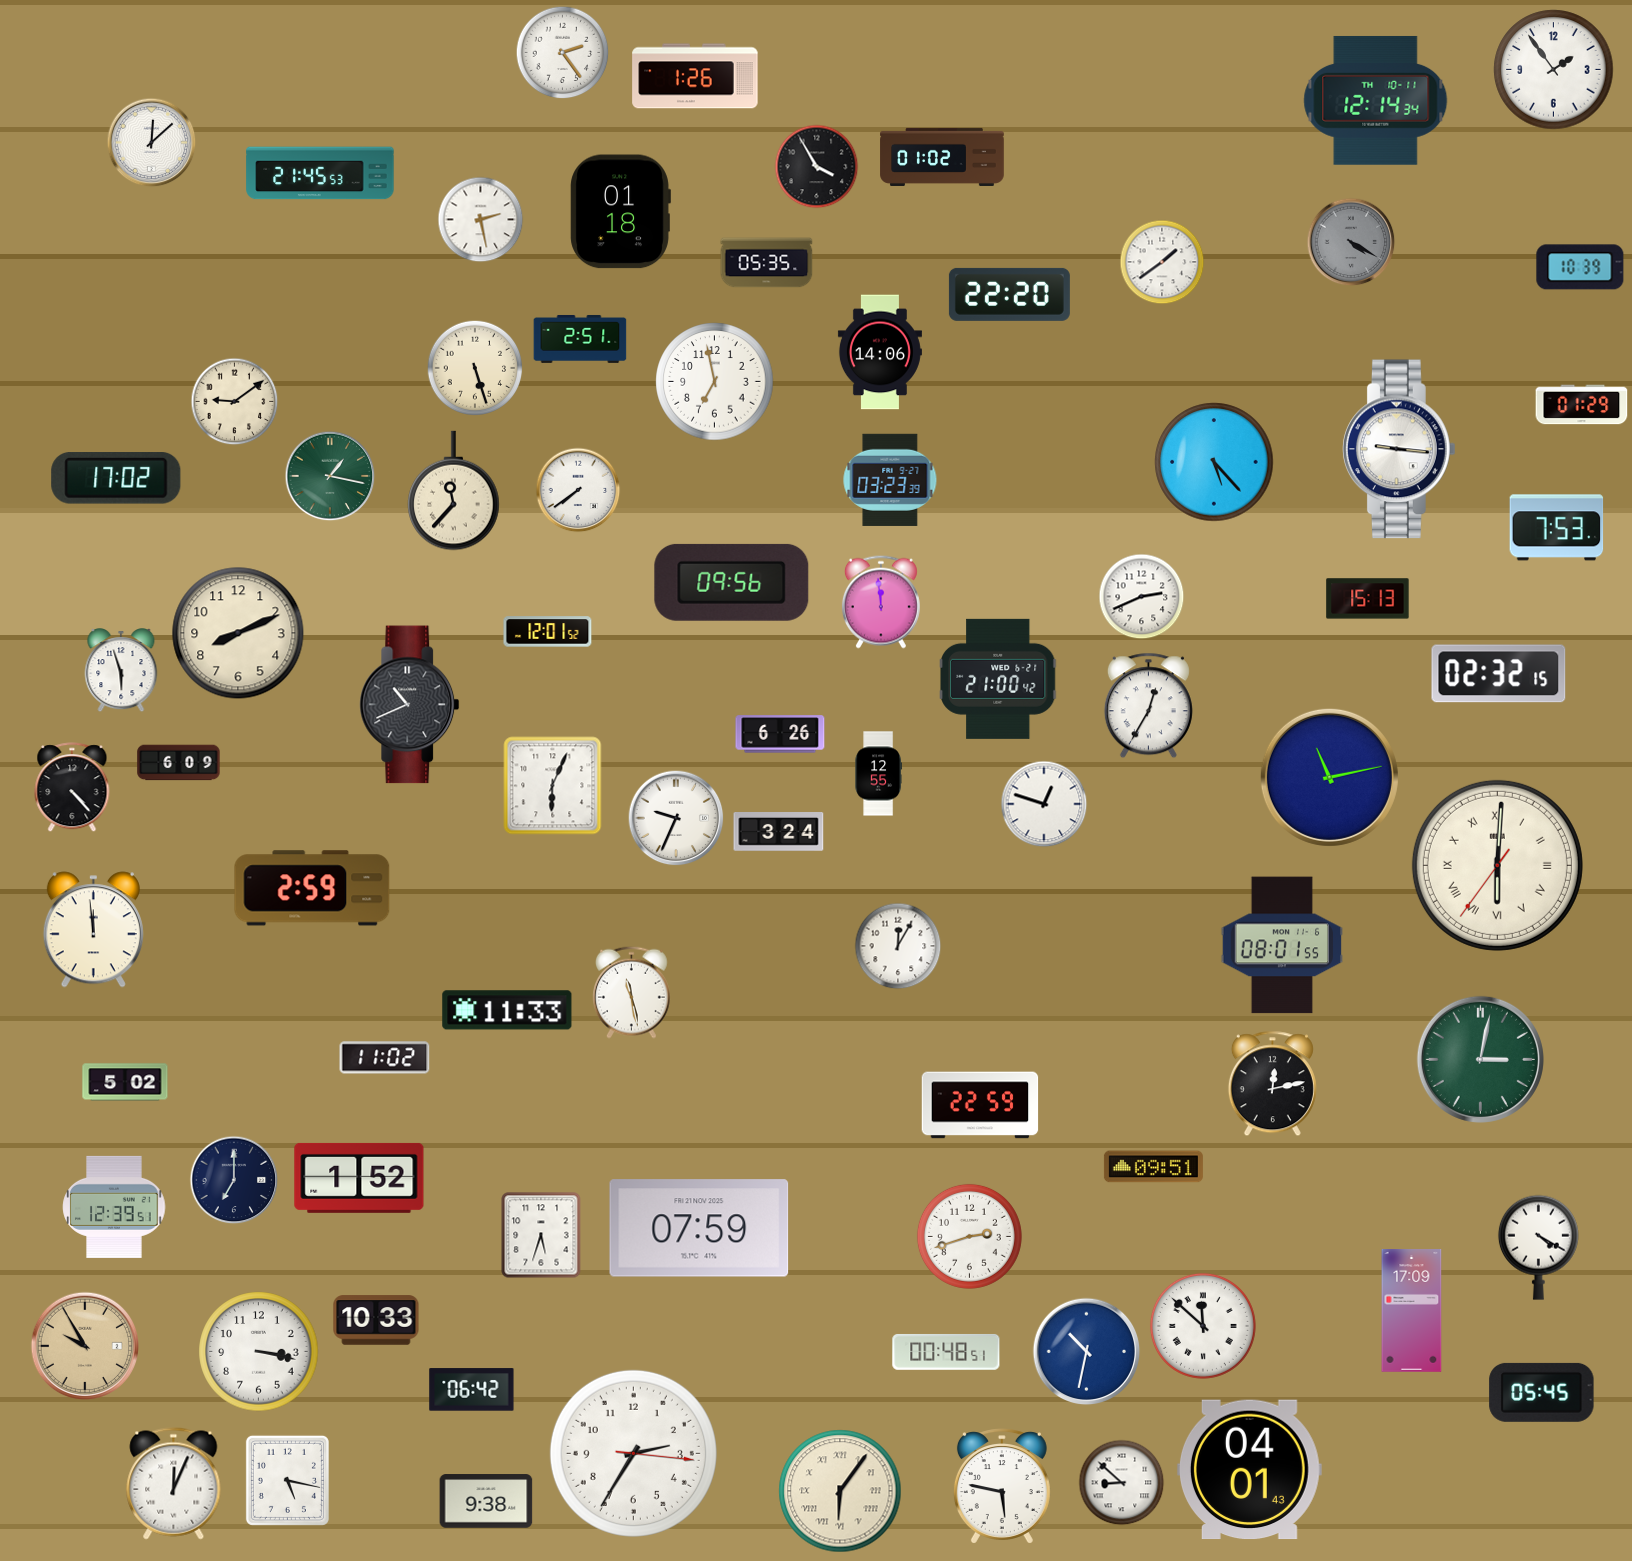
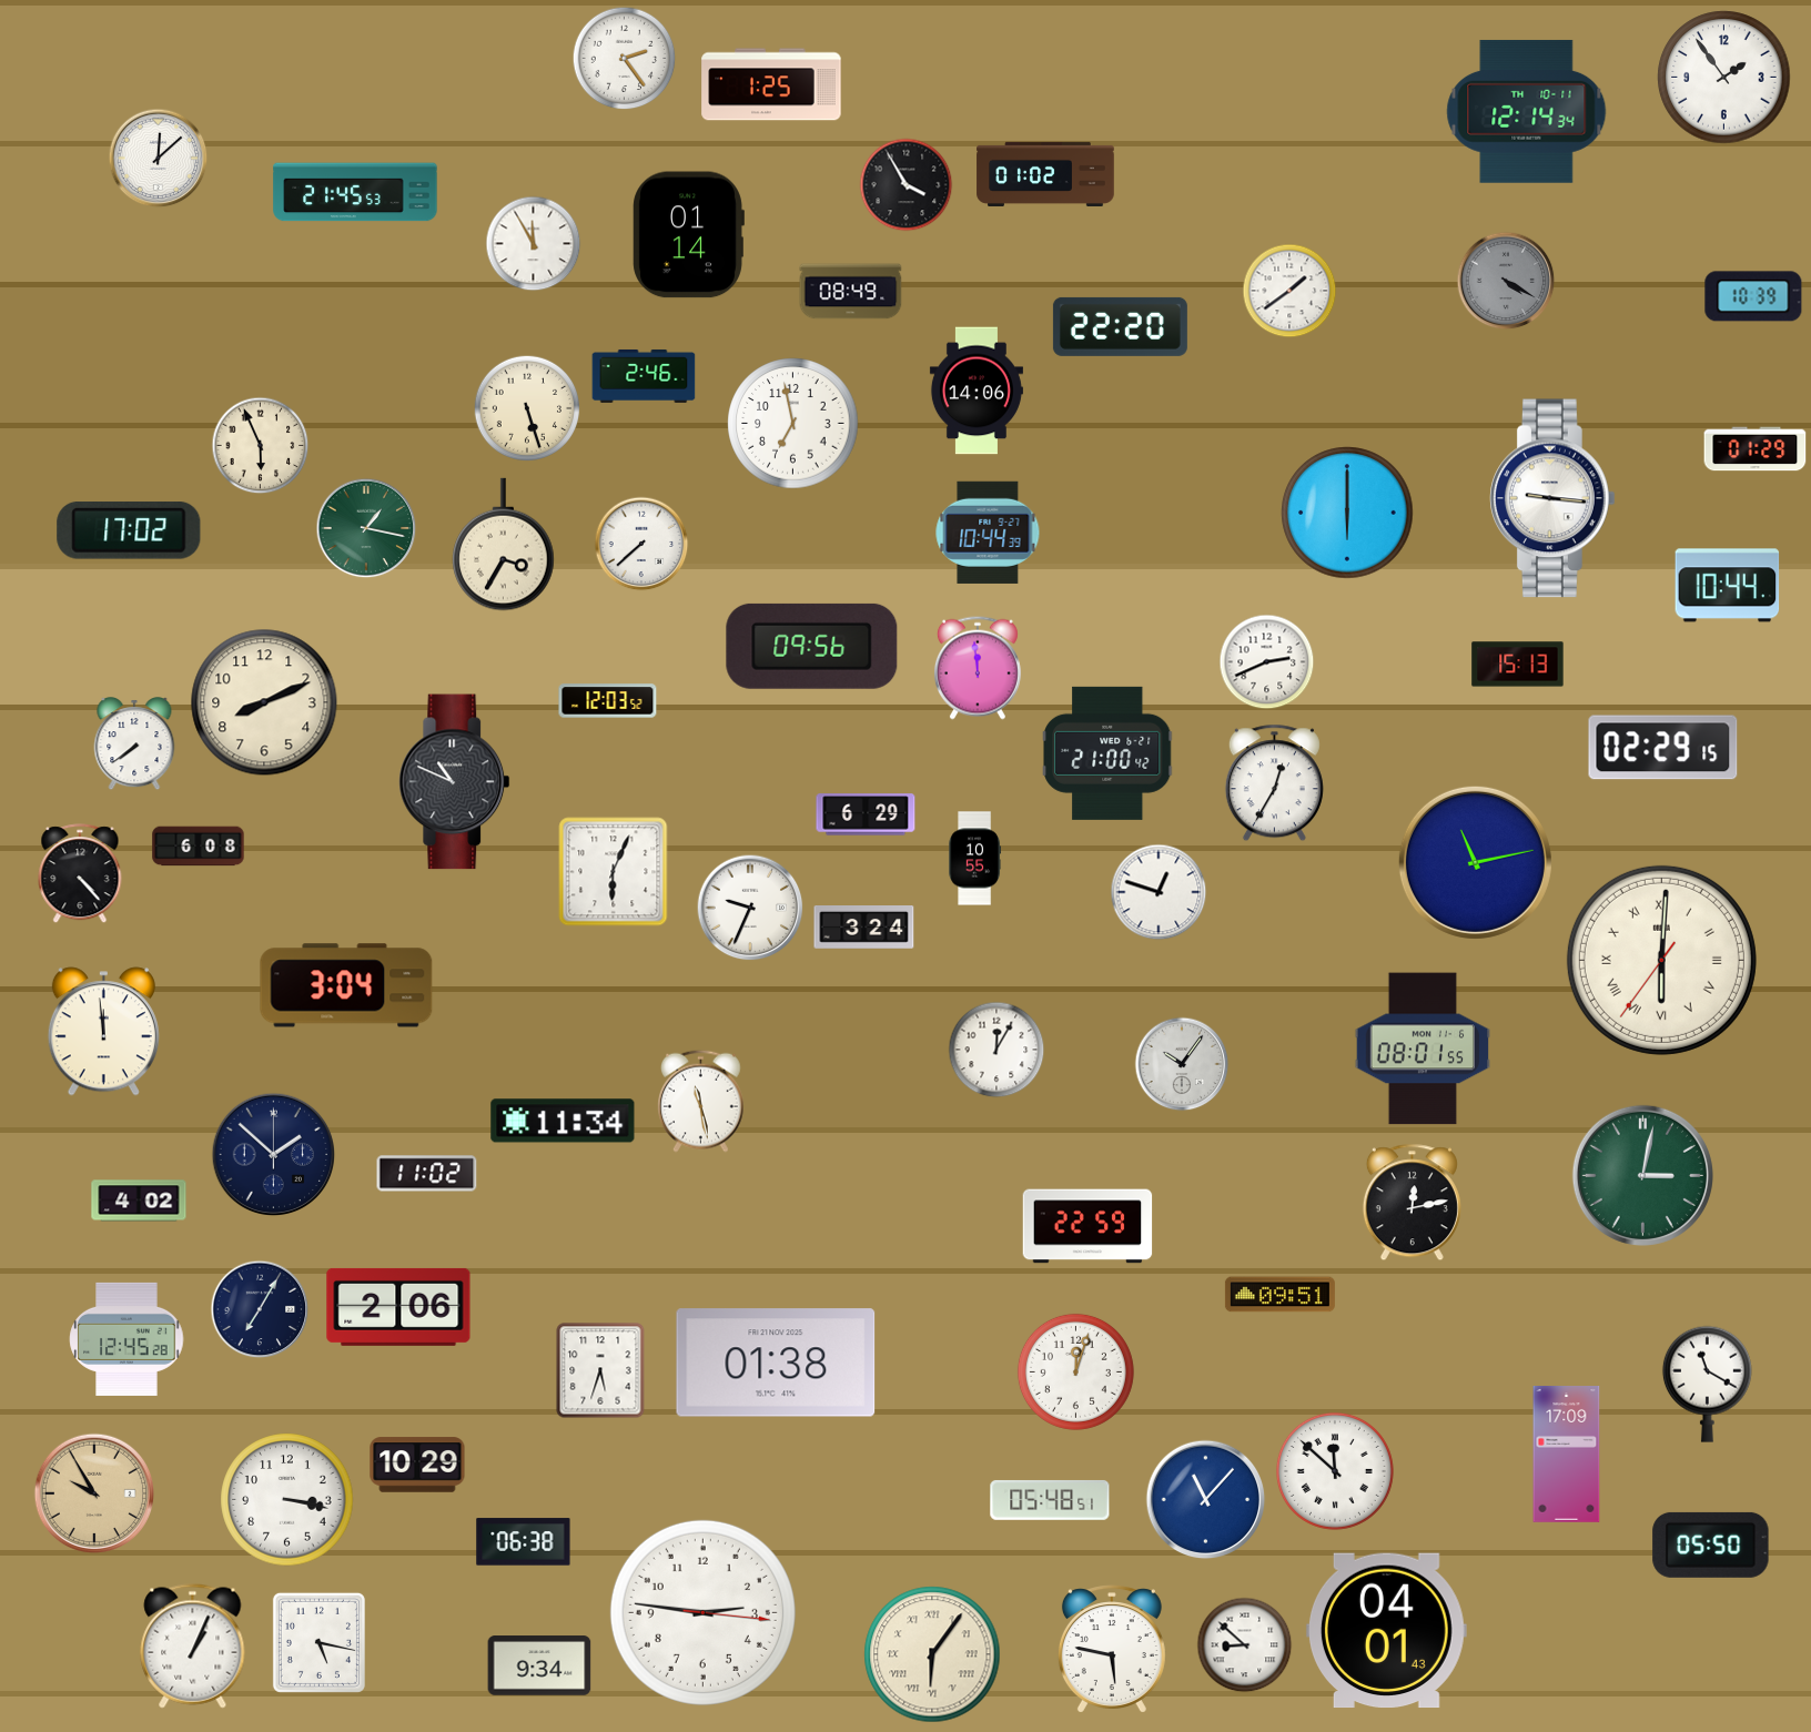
clock at (695, 76): 1:26 -> 1:25
clock at (152, 143) position: (152, 143) -> (159, 159)
clock at (620, 212): 01:18 -> 01:14
clock at (481, 220): 2:28 -> 11:55
clock at (1351, 242) position: (1351, 242) -> (1506, 281)
clock at (767, 263): 05:35 -> 08:49
clock at (580, 339): 2:51 -> 2:46
clock at (235, 402): 9:09 -> 5:56
clock at (1214, 462): 5:23 -> 6:00
clock at (890, 480): 03:23 -> 10:44
clock at (578, 490): 7:39 -> 7:38
clock at (454, 491): 11:37 -> 3:35
clock at (1557, 528): 7:53 -> 10:44
clock at (548, 632): 12:01 -> 12:03
clock at (121, 671): 5:57 -> 7:39
clock at (1499, 674): 02:32 -> 02:29
clock at (410, 705): 10:41 -> 10:49
clock at (780, 734): 6:26 -> 6:29
clock at (179, 763): 6:09 -> 6:08
clock at (878, 774): 12:55 -> 10:55
clock at (779, 832) position: (779, 832) -> (864, 928)
clock at (312, 888): 2:59 -> 3:04
clock at (1182, 1064): none -> 10:06
clock at (507, 1010): 11:33 -> 11:34
clock at (273, 1154): none -> 1:52
clock at (125, 1082): 5:02 -> 4:02
clock at (359, 1178): 1:52 -> 2:06
clock at (234, 1180): 7:00 -> 7:05
clock at (114, 1207): 12:39 -> 12:45
clock at (699, 1228): 07:59 -> 01:38
clock at (969, 1236): 2:42 -> 12:03
clock at (1538, 1247): 4:20 -> 11:20
clock at (376, 1320): 10:33 -> 10:29
clock at (946, 1352): 00:48 -> 05:48
clock at (1087, 1352): 10:32 -> 11:07
clock at (472, 1390): 06:42 -> 06:38
clock at (1542, 1392): 05:45 -> 05:50
clock at (633, 1453): 2:35 -> 2:46
clock at (174, 1484): 12:04 -> 1:04
clock at (486, 1501): 9:38 -> 9:34
